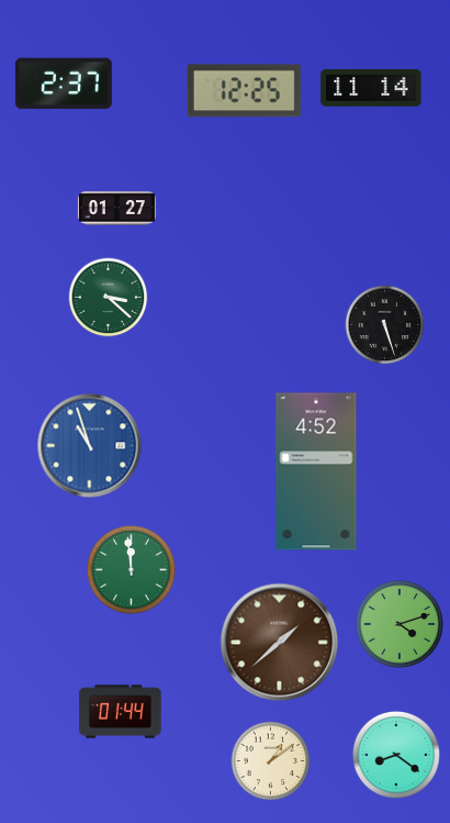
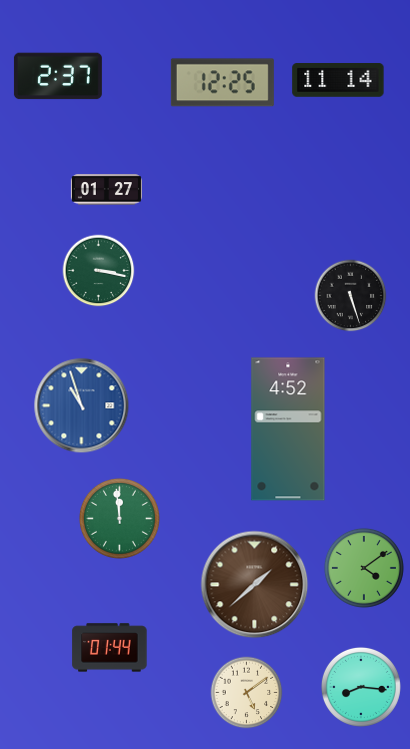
clock at (109, 298): 3:22 -> 3:17
clock at (400, 624): 4:12 -> 4:09
clock at (396, 755): 8:21 -> 8:16
clock at (271, 761): 1:09 -> 5:09
